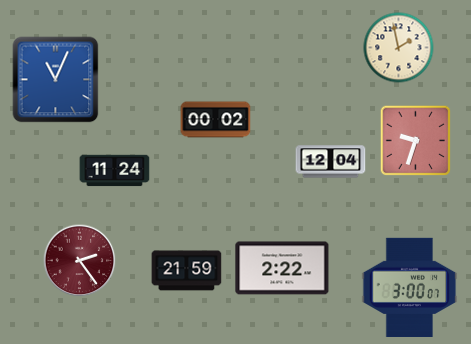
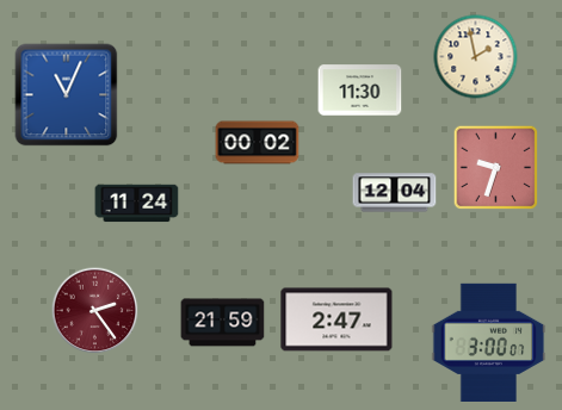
clock at (360, 91): none -> 11:30
clock at (282, 268): 2:22 -> 2:47
